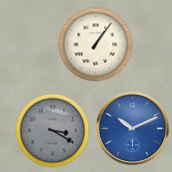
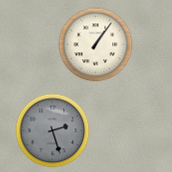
clock at (133, 129): 10:11 -> none
clock at (53, 131): 3:20 -> 2:27
